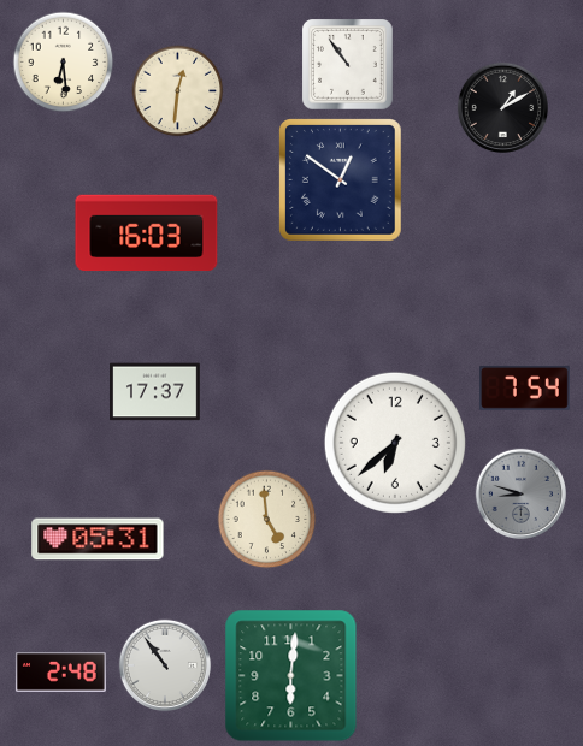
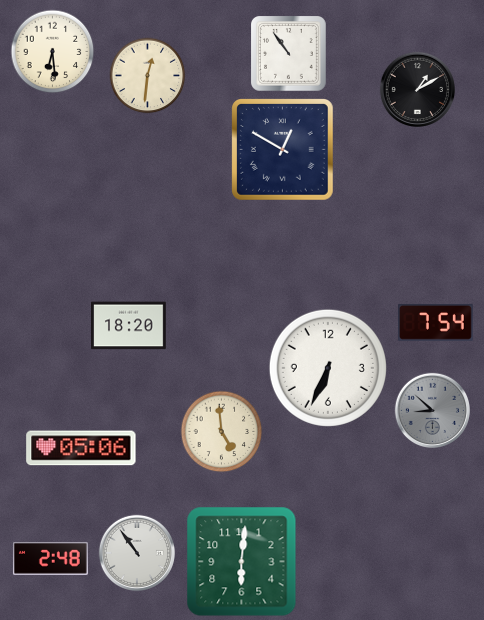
clock at (341, 180): 12:51 -> 12:50
clock at (147, 233): 16:03 -> none
clock at (155, 392): 17:37 -> 18:20
clock at (395, 443): 6:38 -> 6:34
clock at (520, 493): 8:48 -> 8:52
clock at (98, 539): 05:31 -> 05:06
